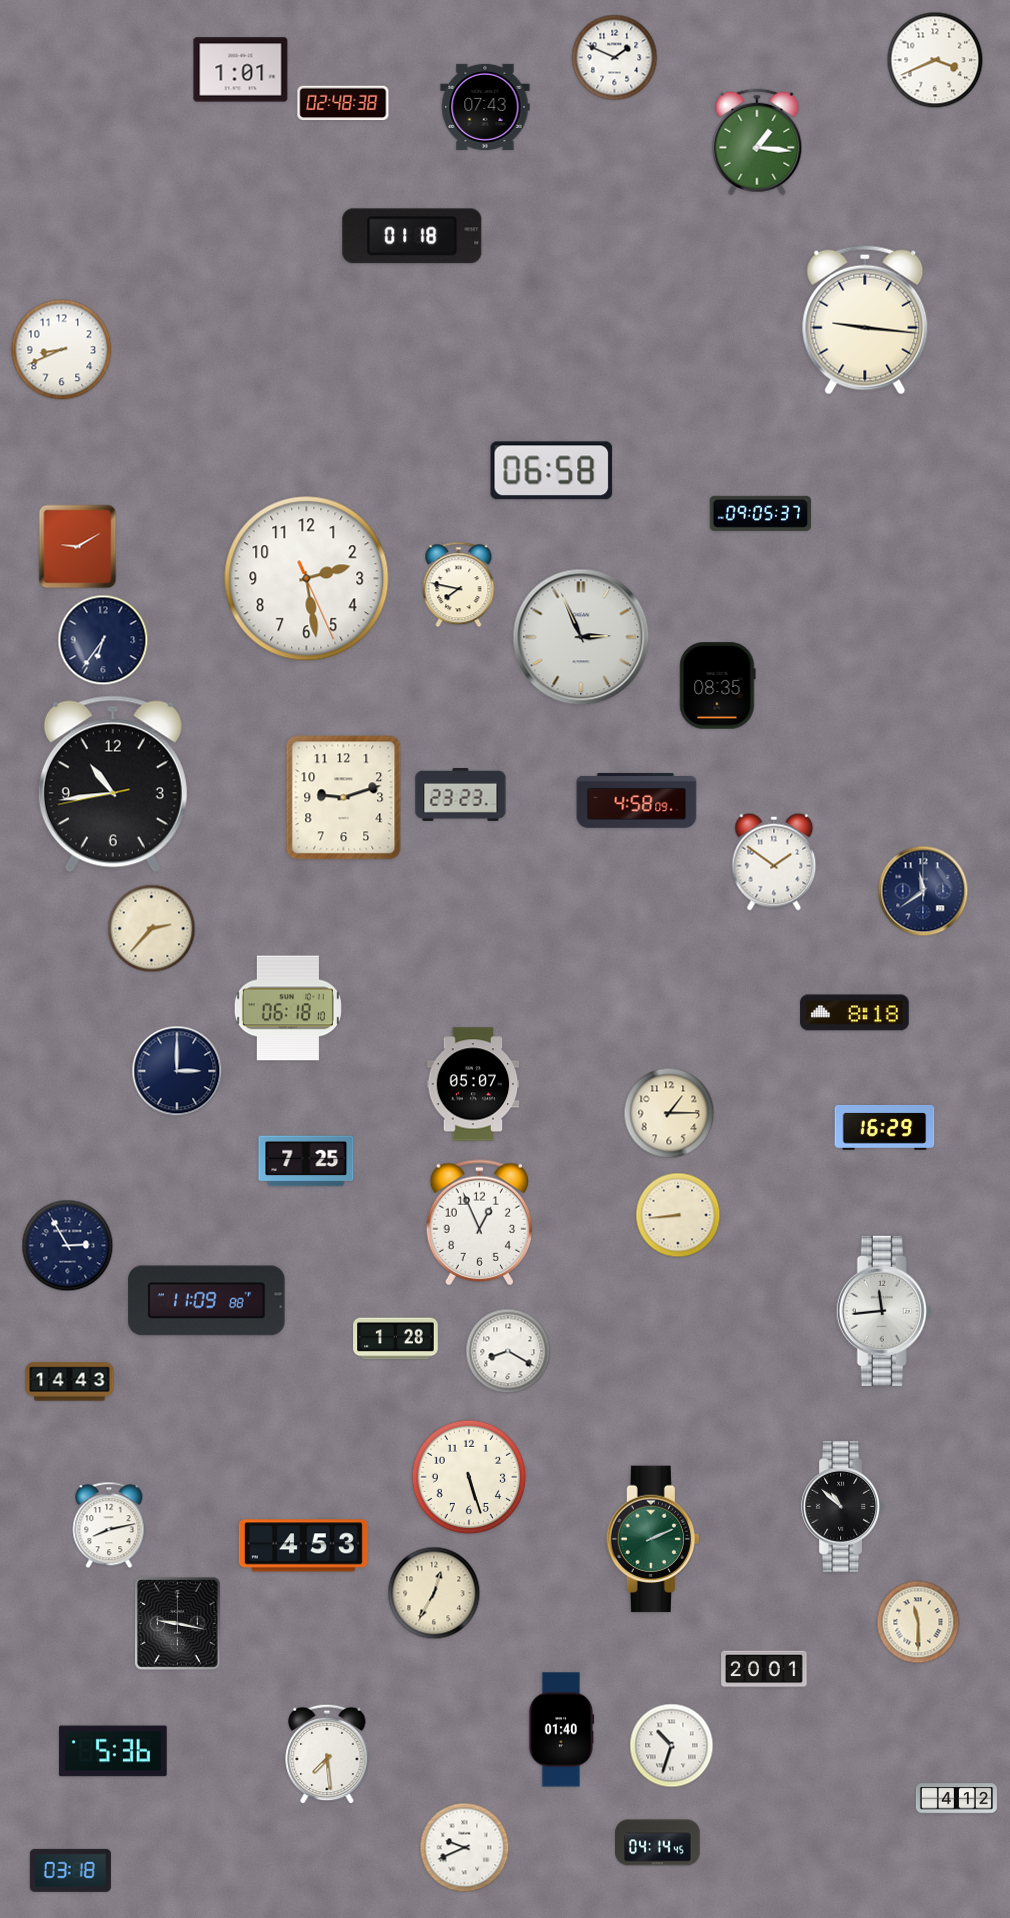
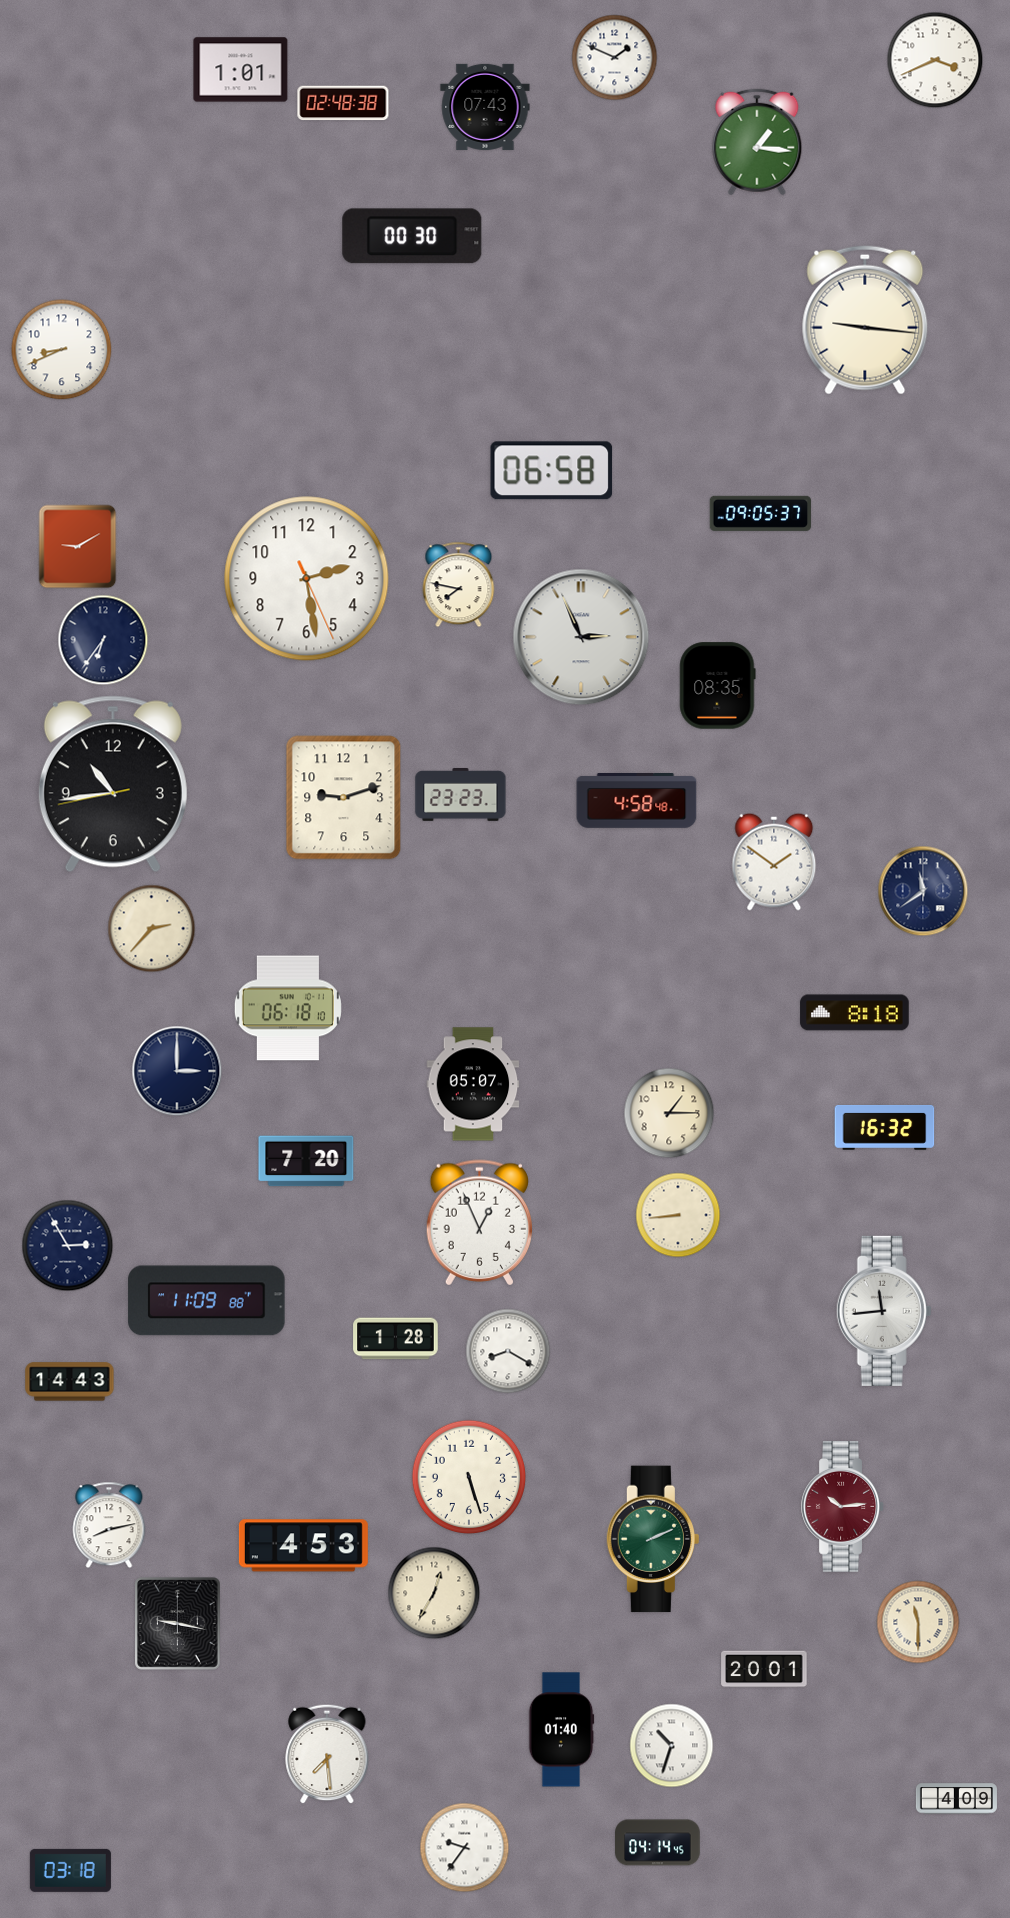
clock at (412, 236): 01:18 -> 00:30
clock at (637, 801): 4:58:09 -> 4:58:48
clock at (885, 1127): 16:29 -> 16:32
clock at (306, 1161): 7:25 -> 7:20
clock at (842, 1507): 10:52 -> 10:14
clock at (842, 1507) dial: black -> burgundy
clock at (114, 1751): 5:36 -> none
clock at (956, 1799): 4:12 -> 4:09
clock at (465, 1848): 9:41 -> 9:36
